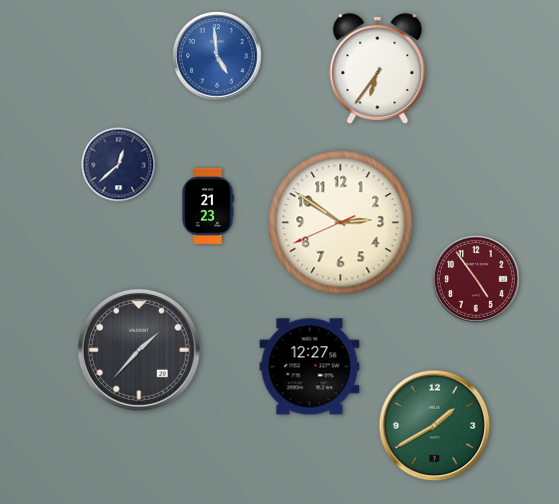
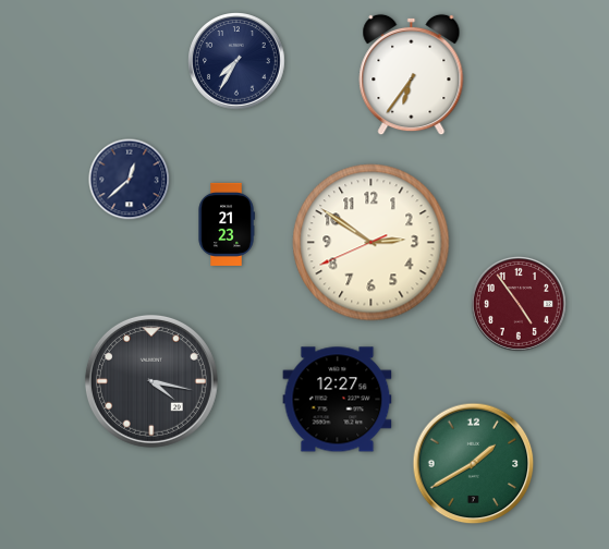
clock at (218, 57): 4:59 -> 7:35
clock at (218, 57) dial: blue -> navy
clock at (139, 350): 1:37 -> 4:17
